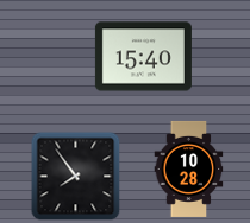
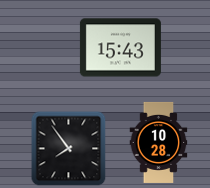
clock at (143, 57): 15:40 -> 15:43
clock at (76, 177) position: (76, 177) -> (69, 149)
